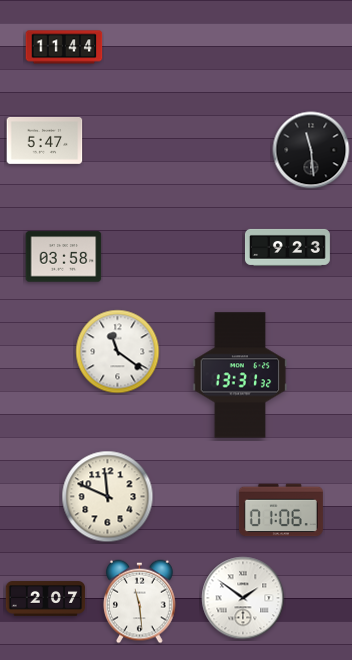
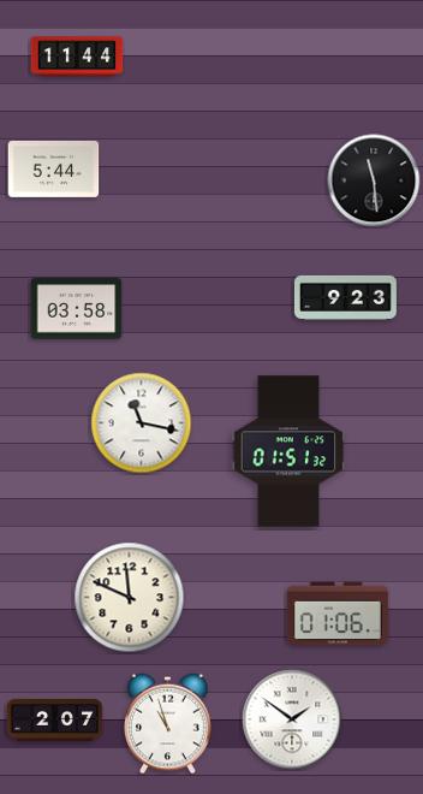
clock at (45, 140): 5:47 -> 5:44
clock at (118, 352): 11:21 -> 11:17
clock at (240, 375): 13:31 -> 01:51
clock at (140, 602): 11:29 -> 10:57
